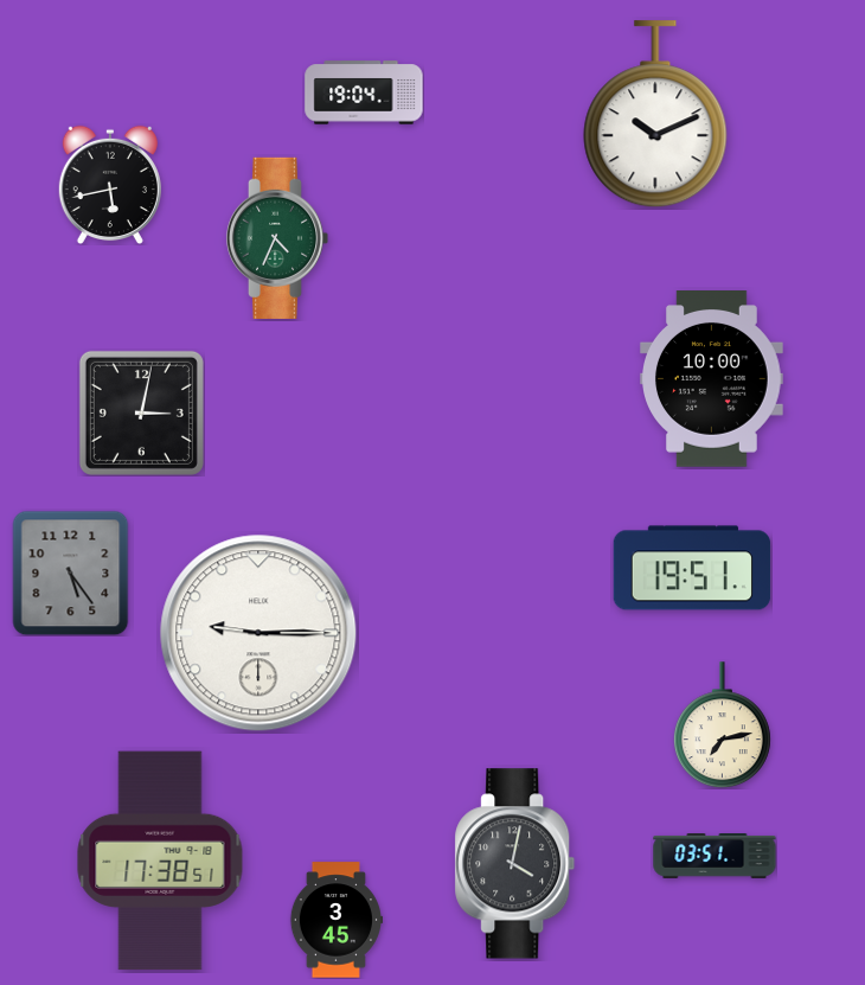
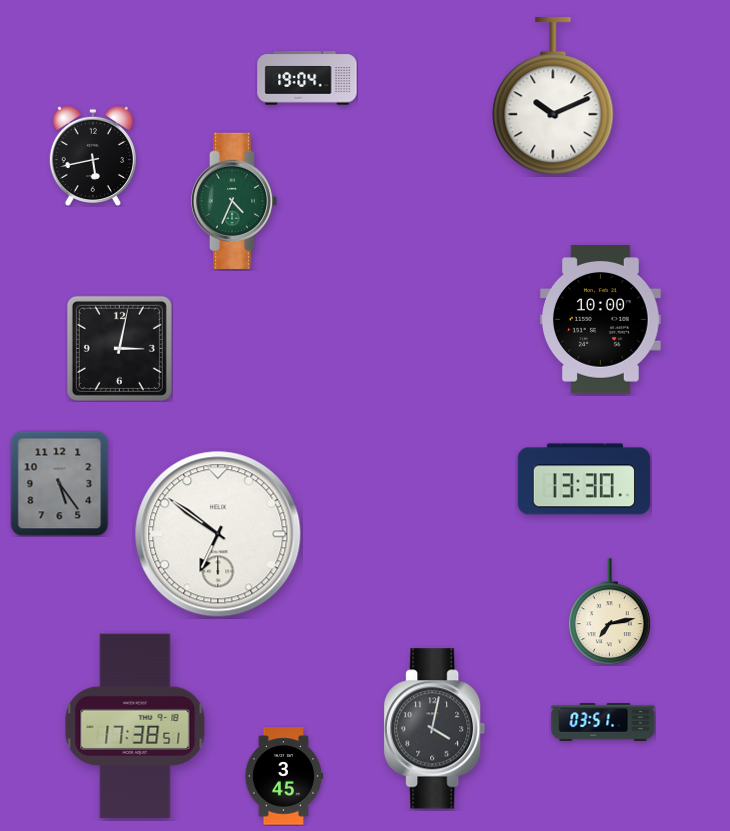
clock at (692, 568): 19:51 -> 13:30
clock at (258, 633): 9:15 -> 6:51
